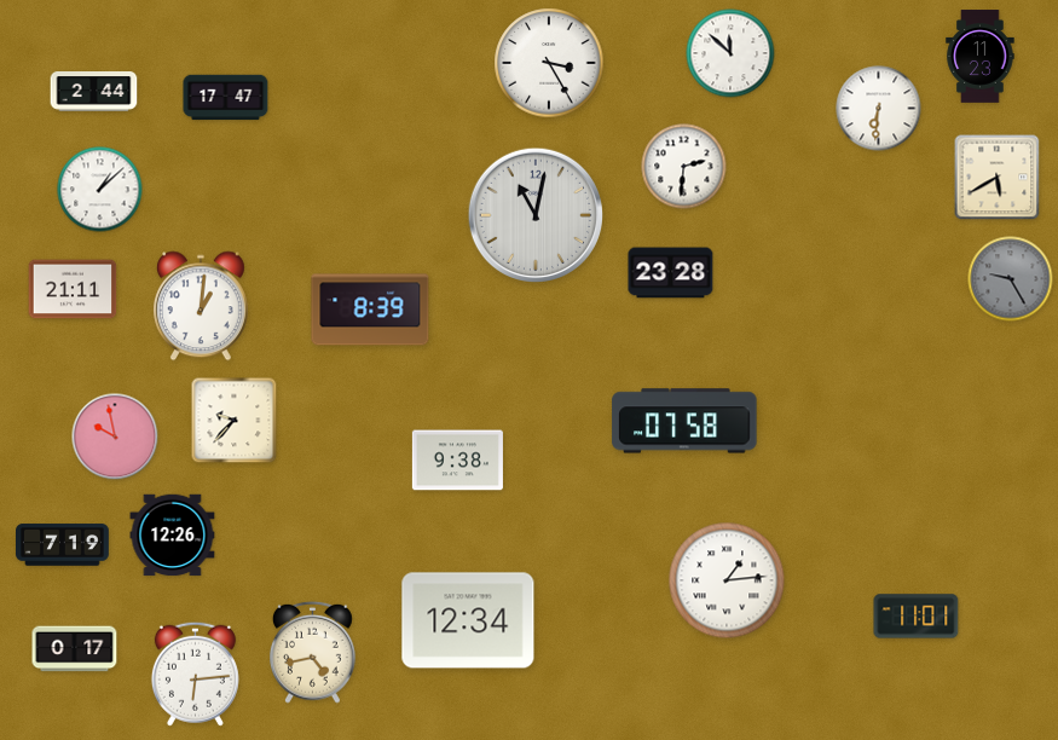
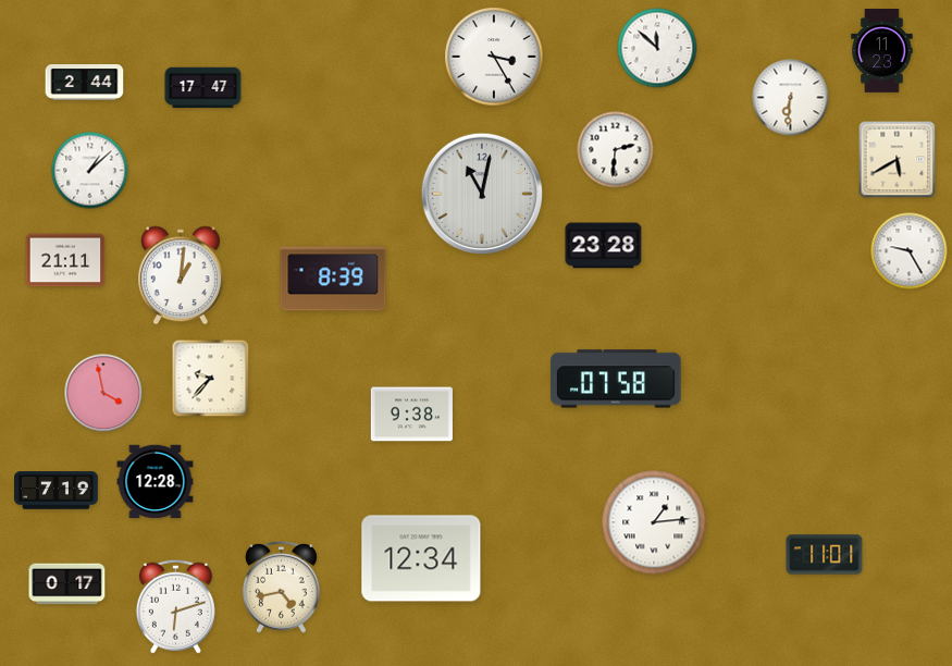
clock at (1011, 279) dial: grey -> white
clock at (115, 437): 9:58 -> 3:58
clock at (173, 536): 12:26 -> 12:28
clock at (195, 673): 6:14 -> 6:12
